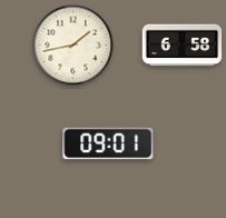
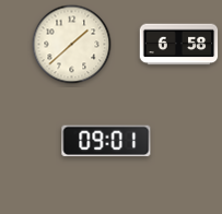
clock at (73, 46): 1:43 -> 1:38
